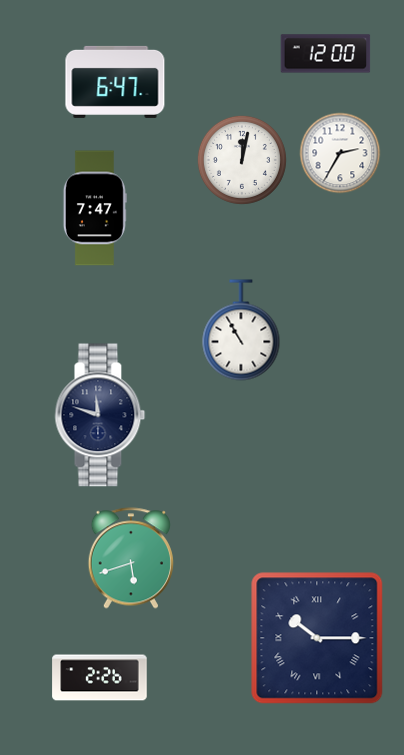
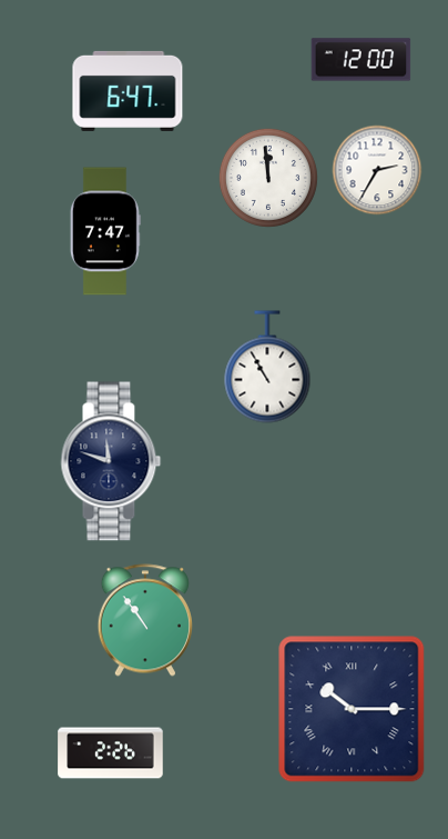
clock at (242, 160): 12:02 -> 11:59
clock at (130, 558): 5:42 -> 10:54
